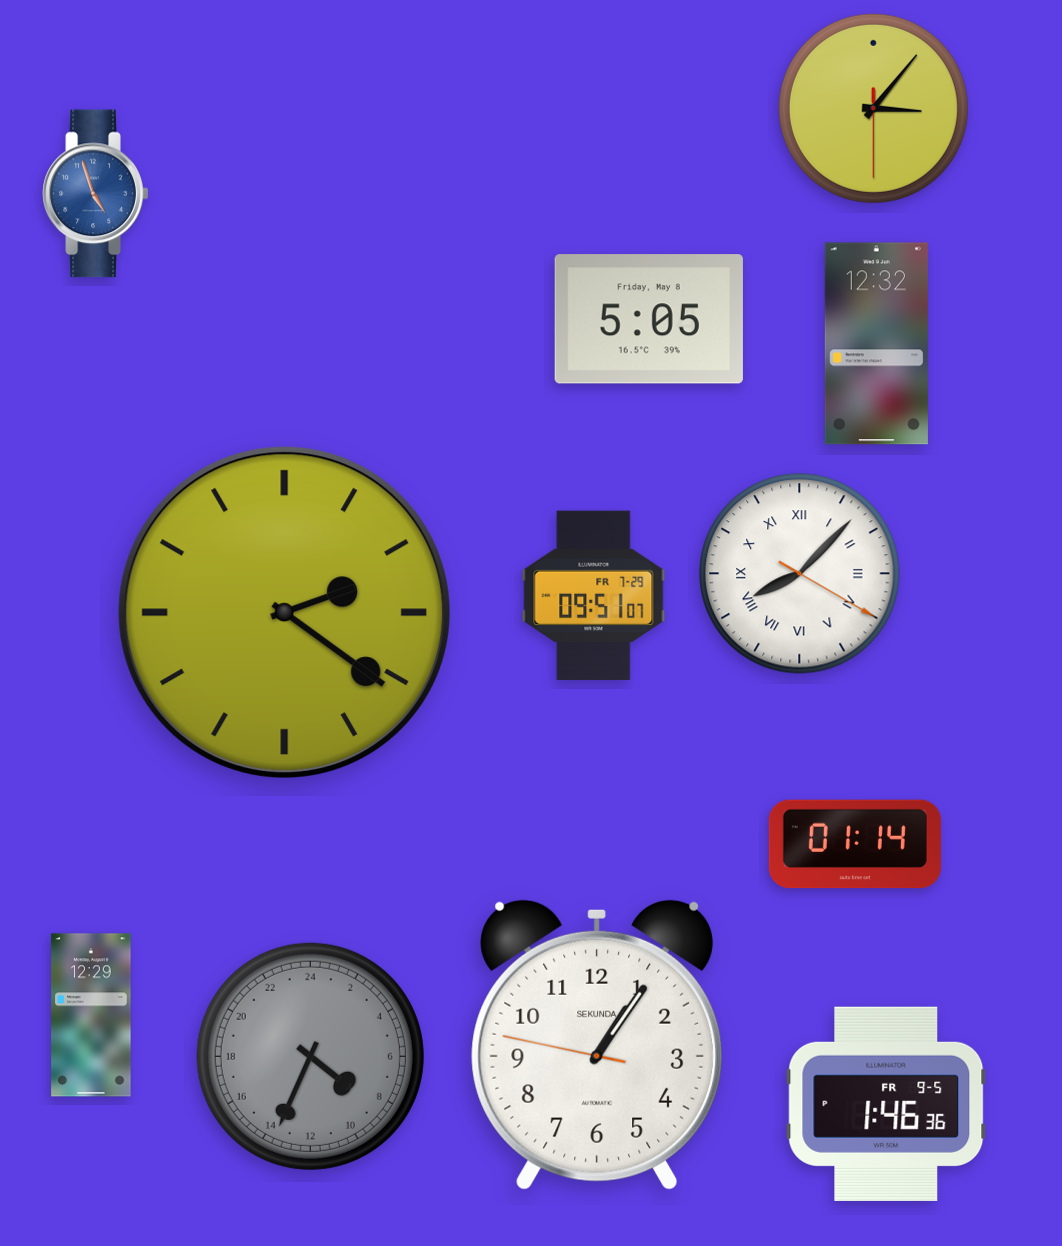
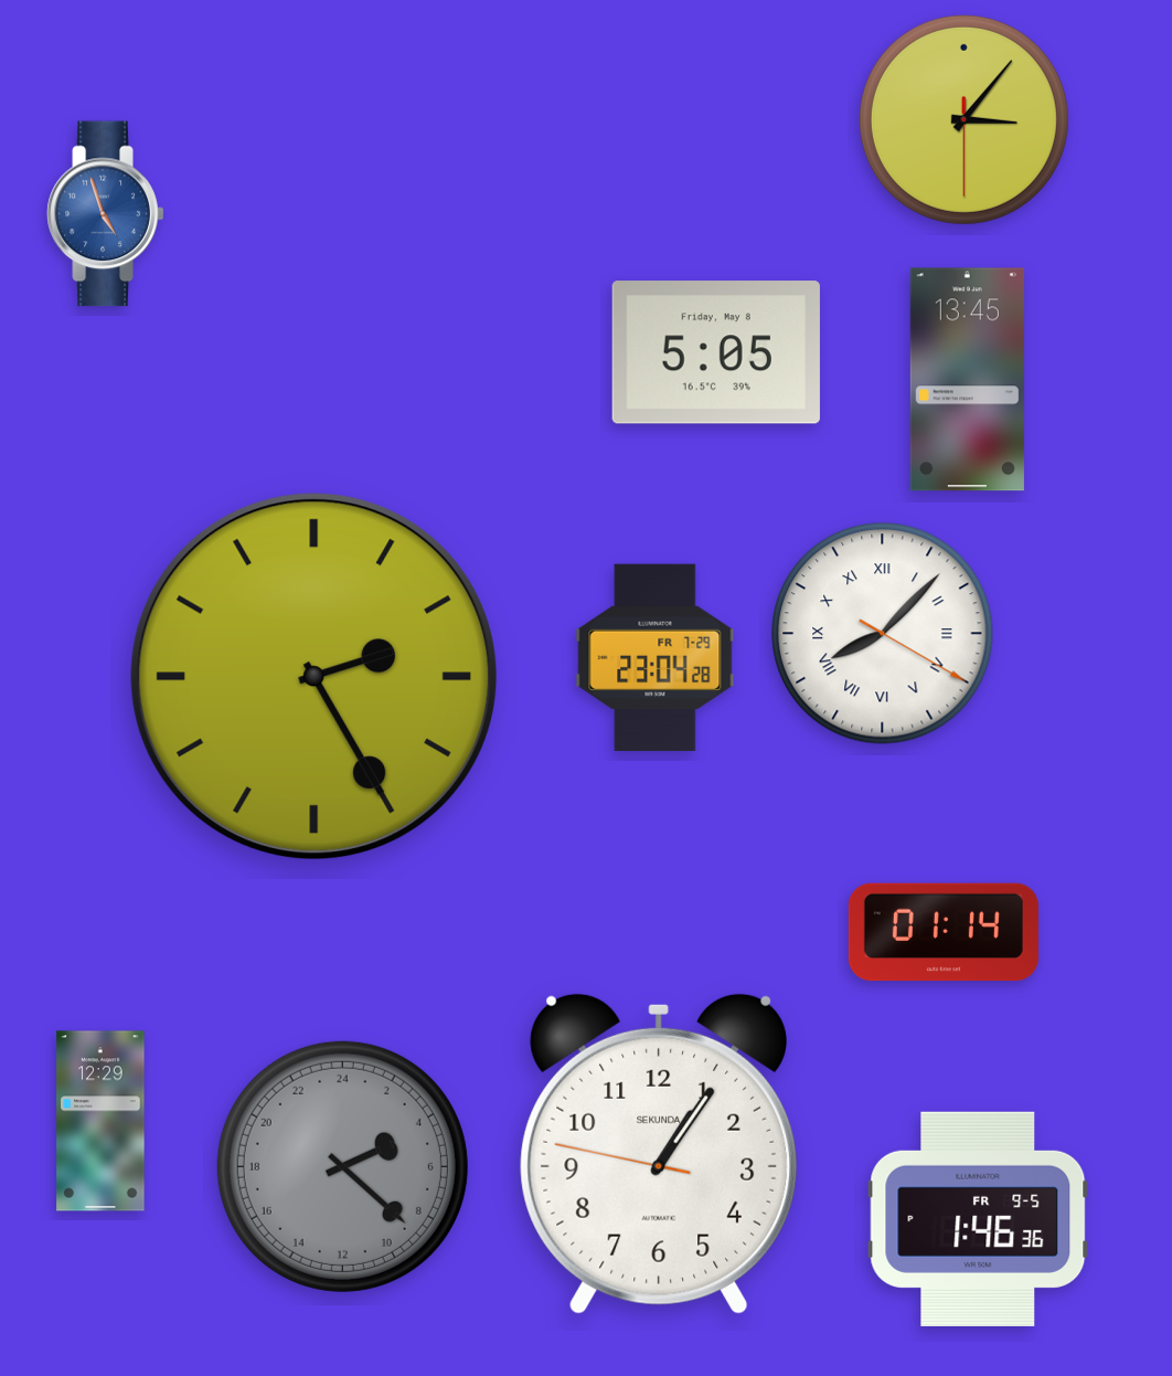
clock at (876, 344): 12:32 -> 13:45
clock at (594, 596): 09:51 -> 23:04
clock at (284, 612): 2:21 -> 2:25
clock at (310, 1056): 8:34 -> 4:22
